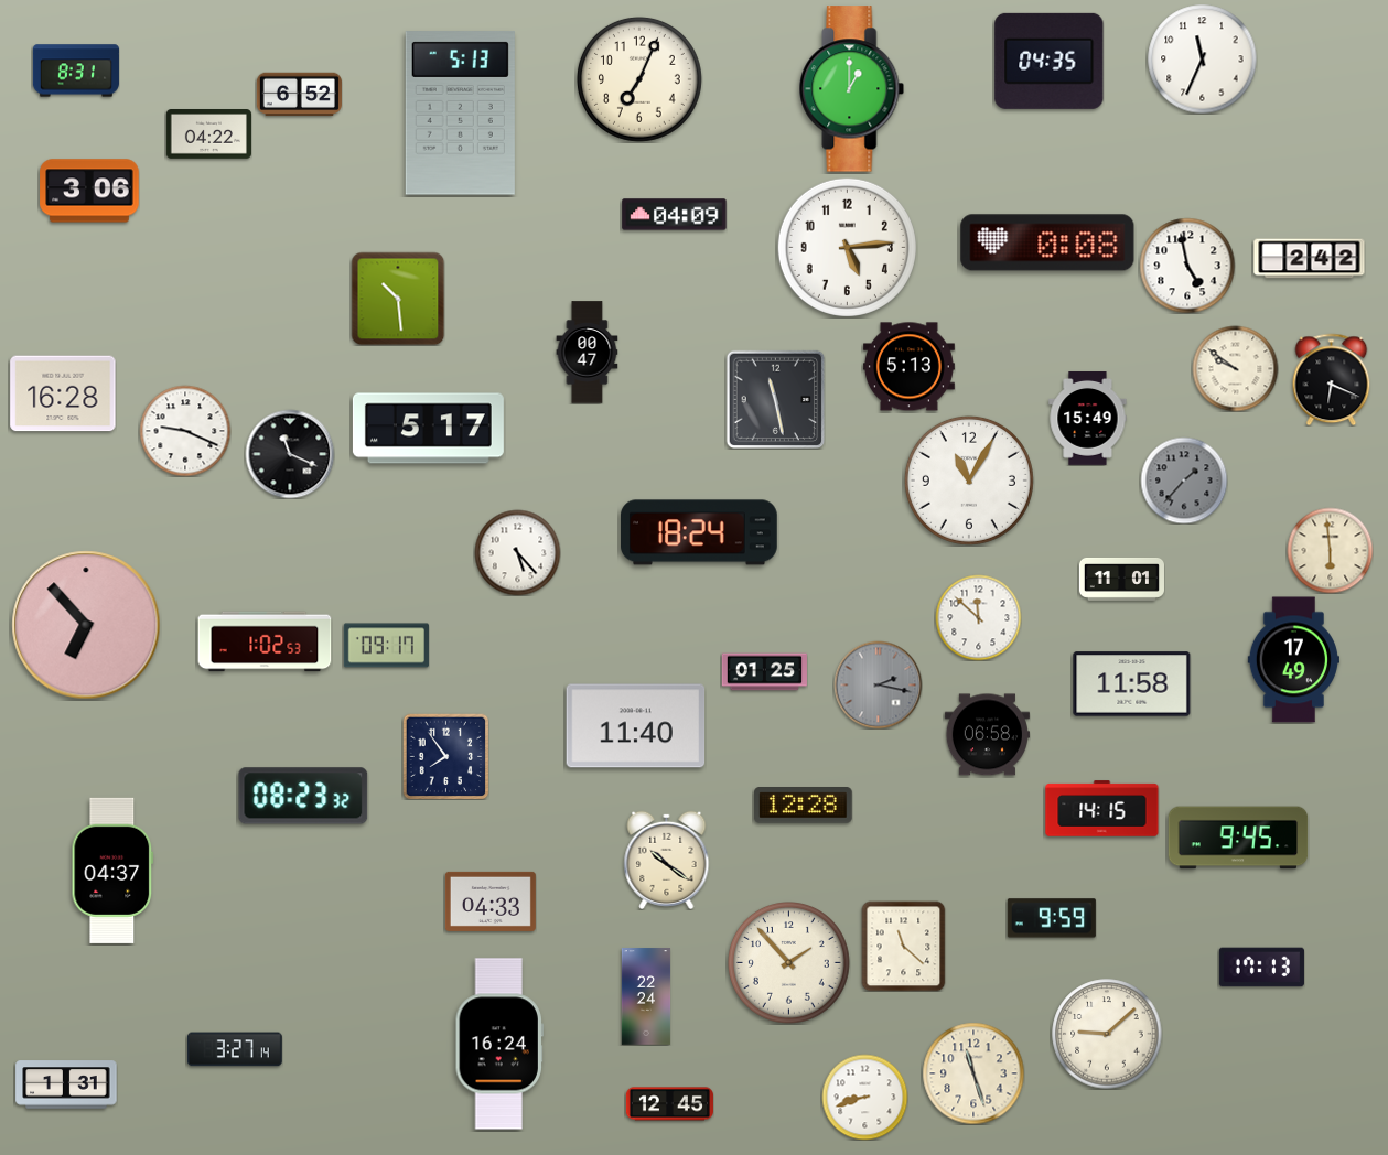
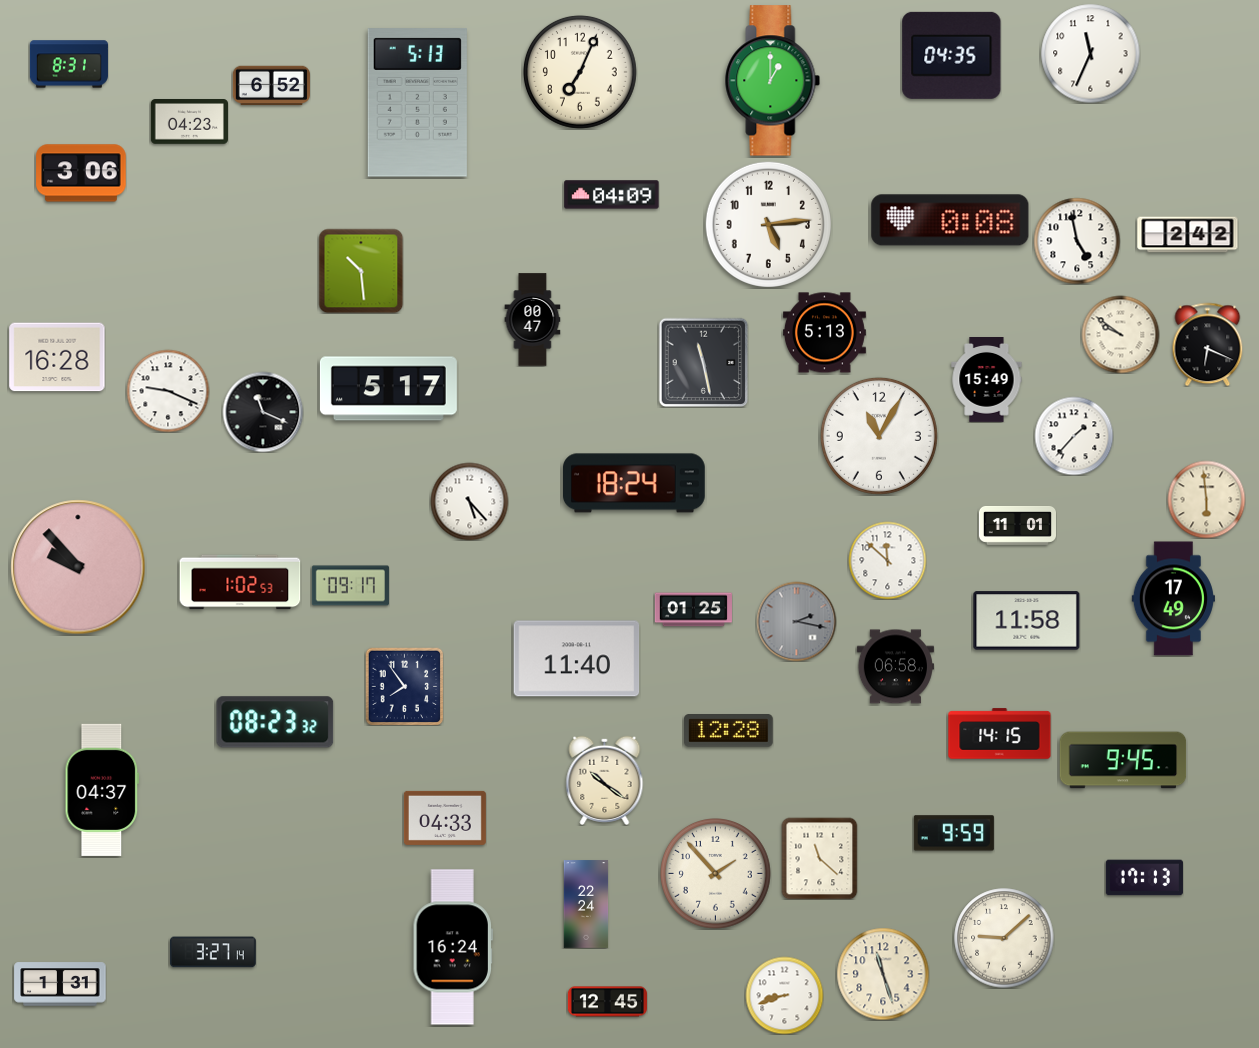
clock at (208, 134): 04:22 -> 04:23
clock at (1184, 481) dial: grey -> white
clock at (86, 625): 6:53 -> 9:53
